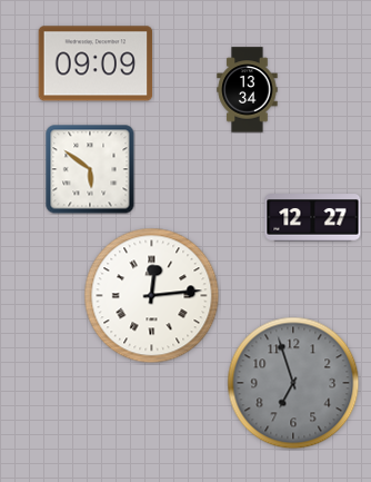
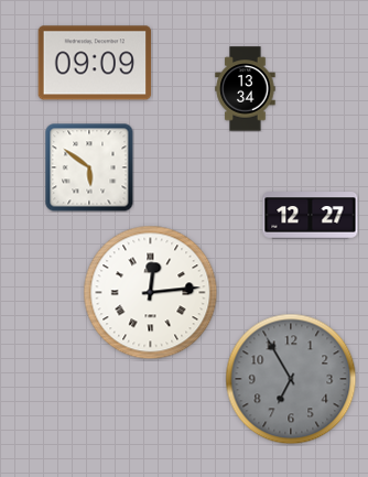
clock at (293, 383): 6:57 -> 6:55
